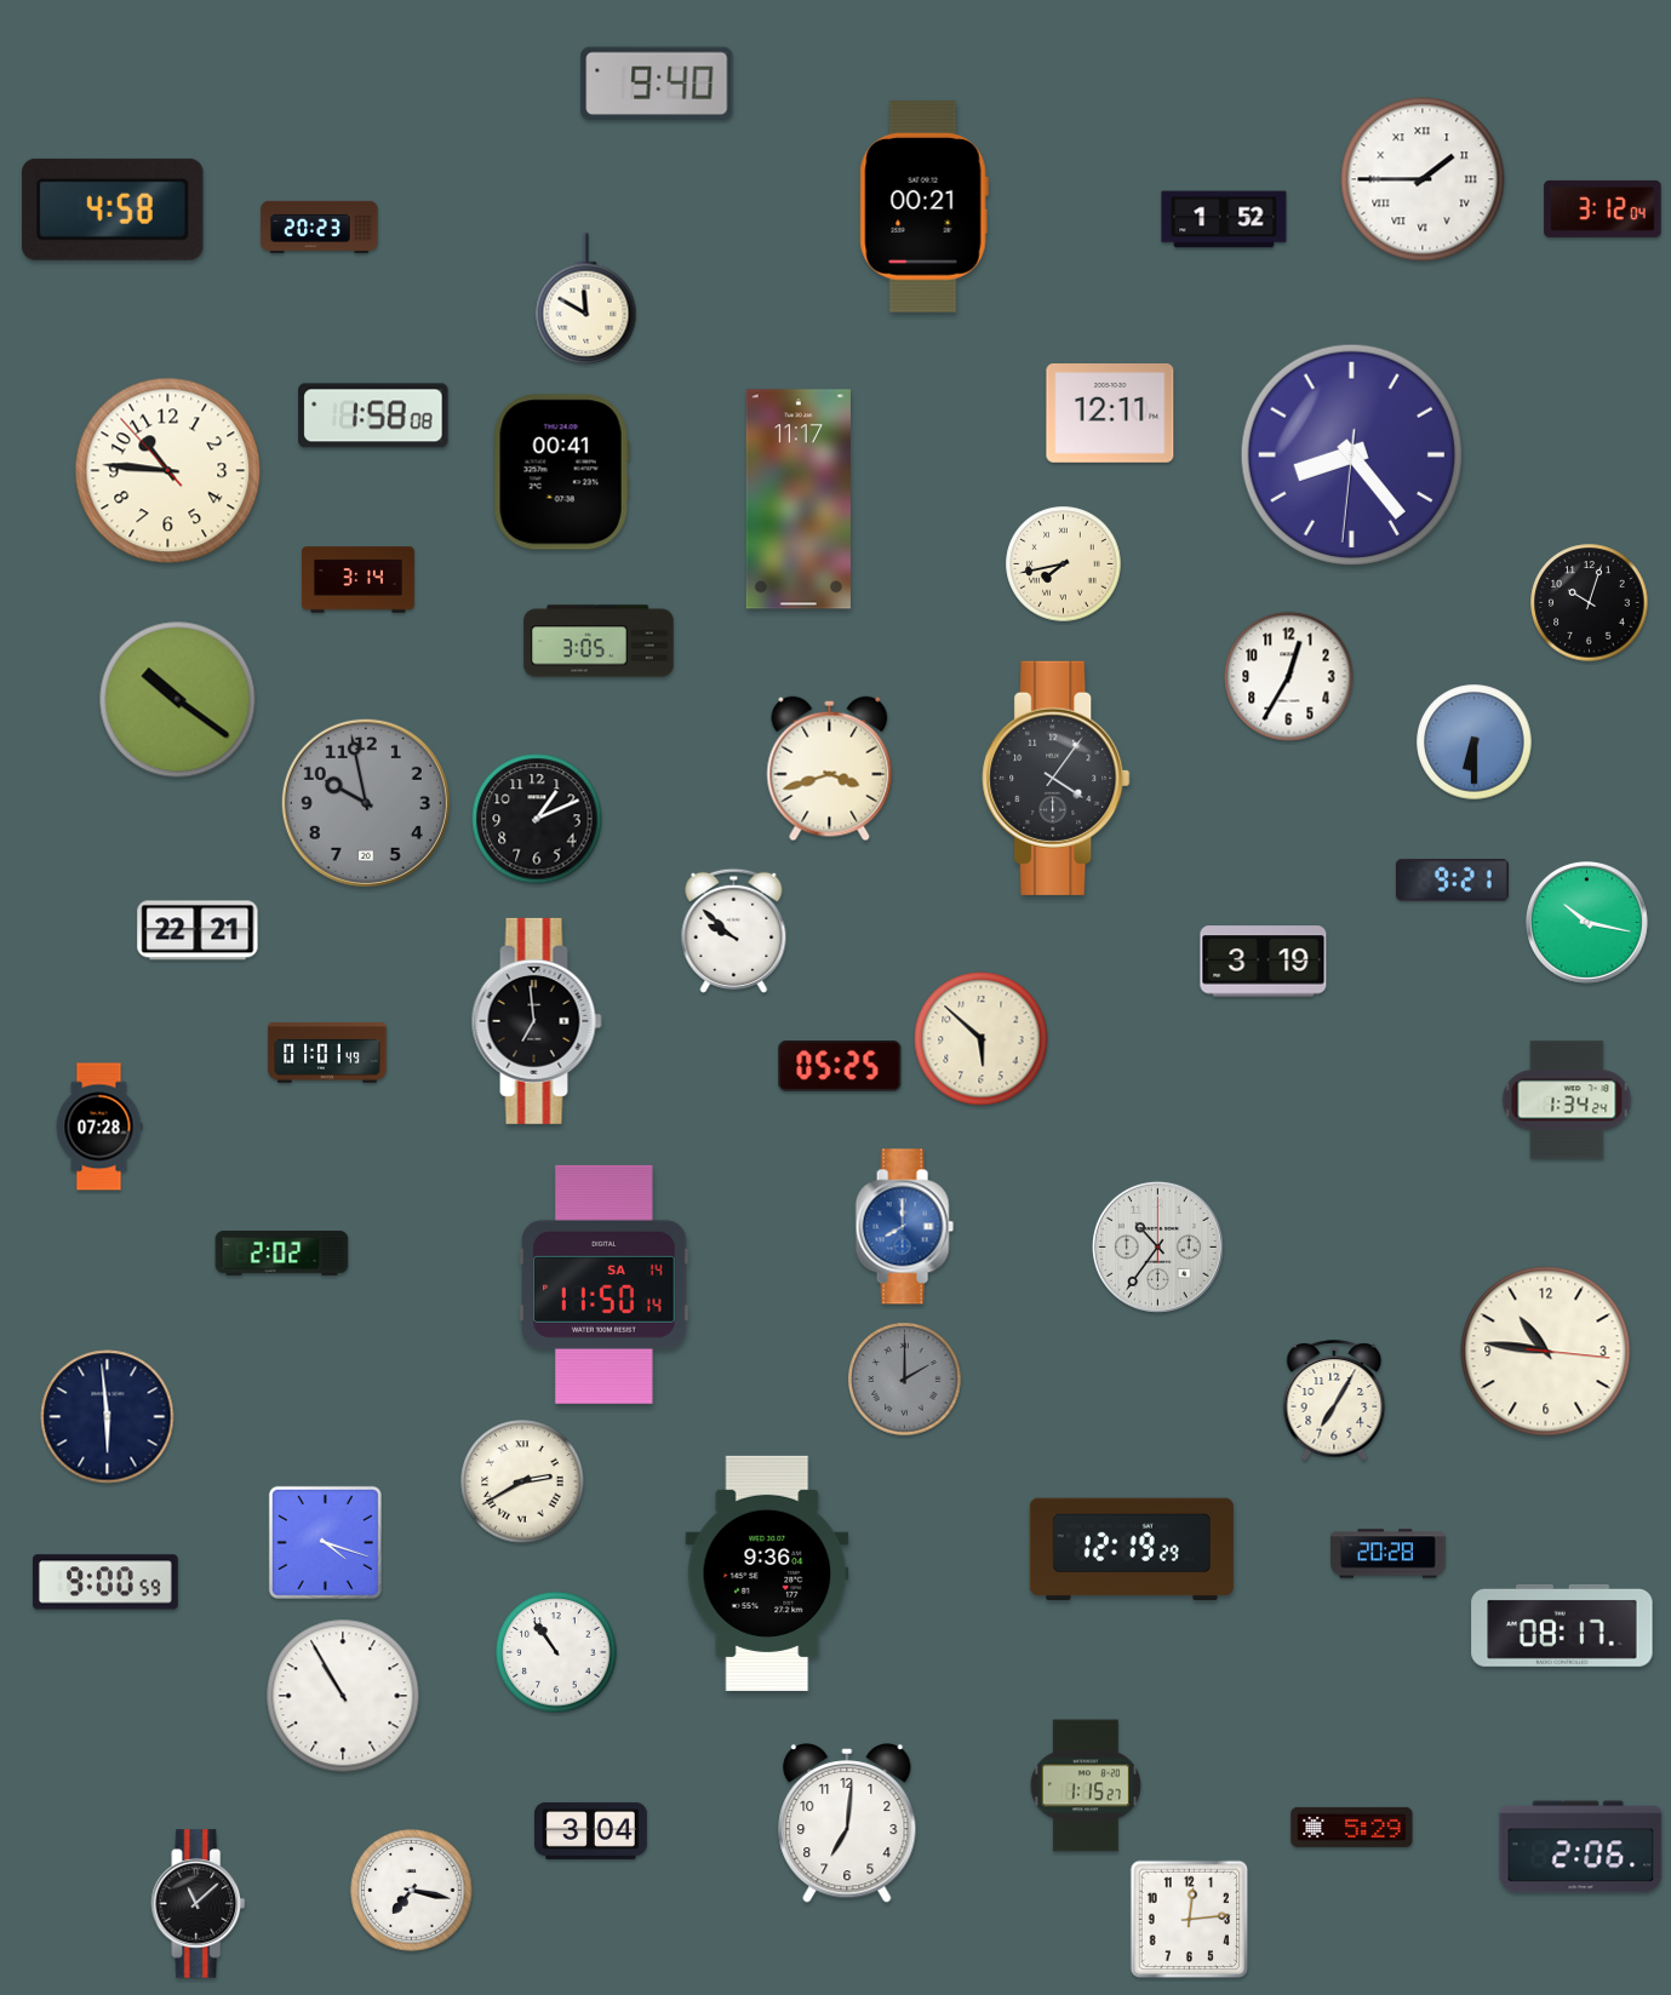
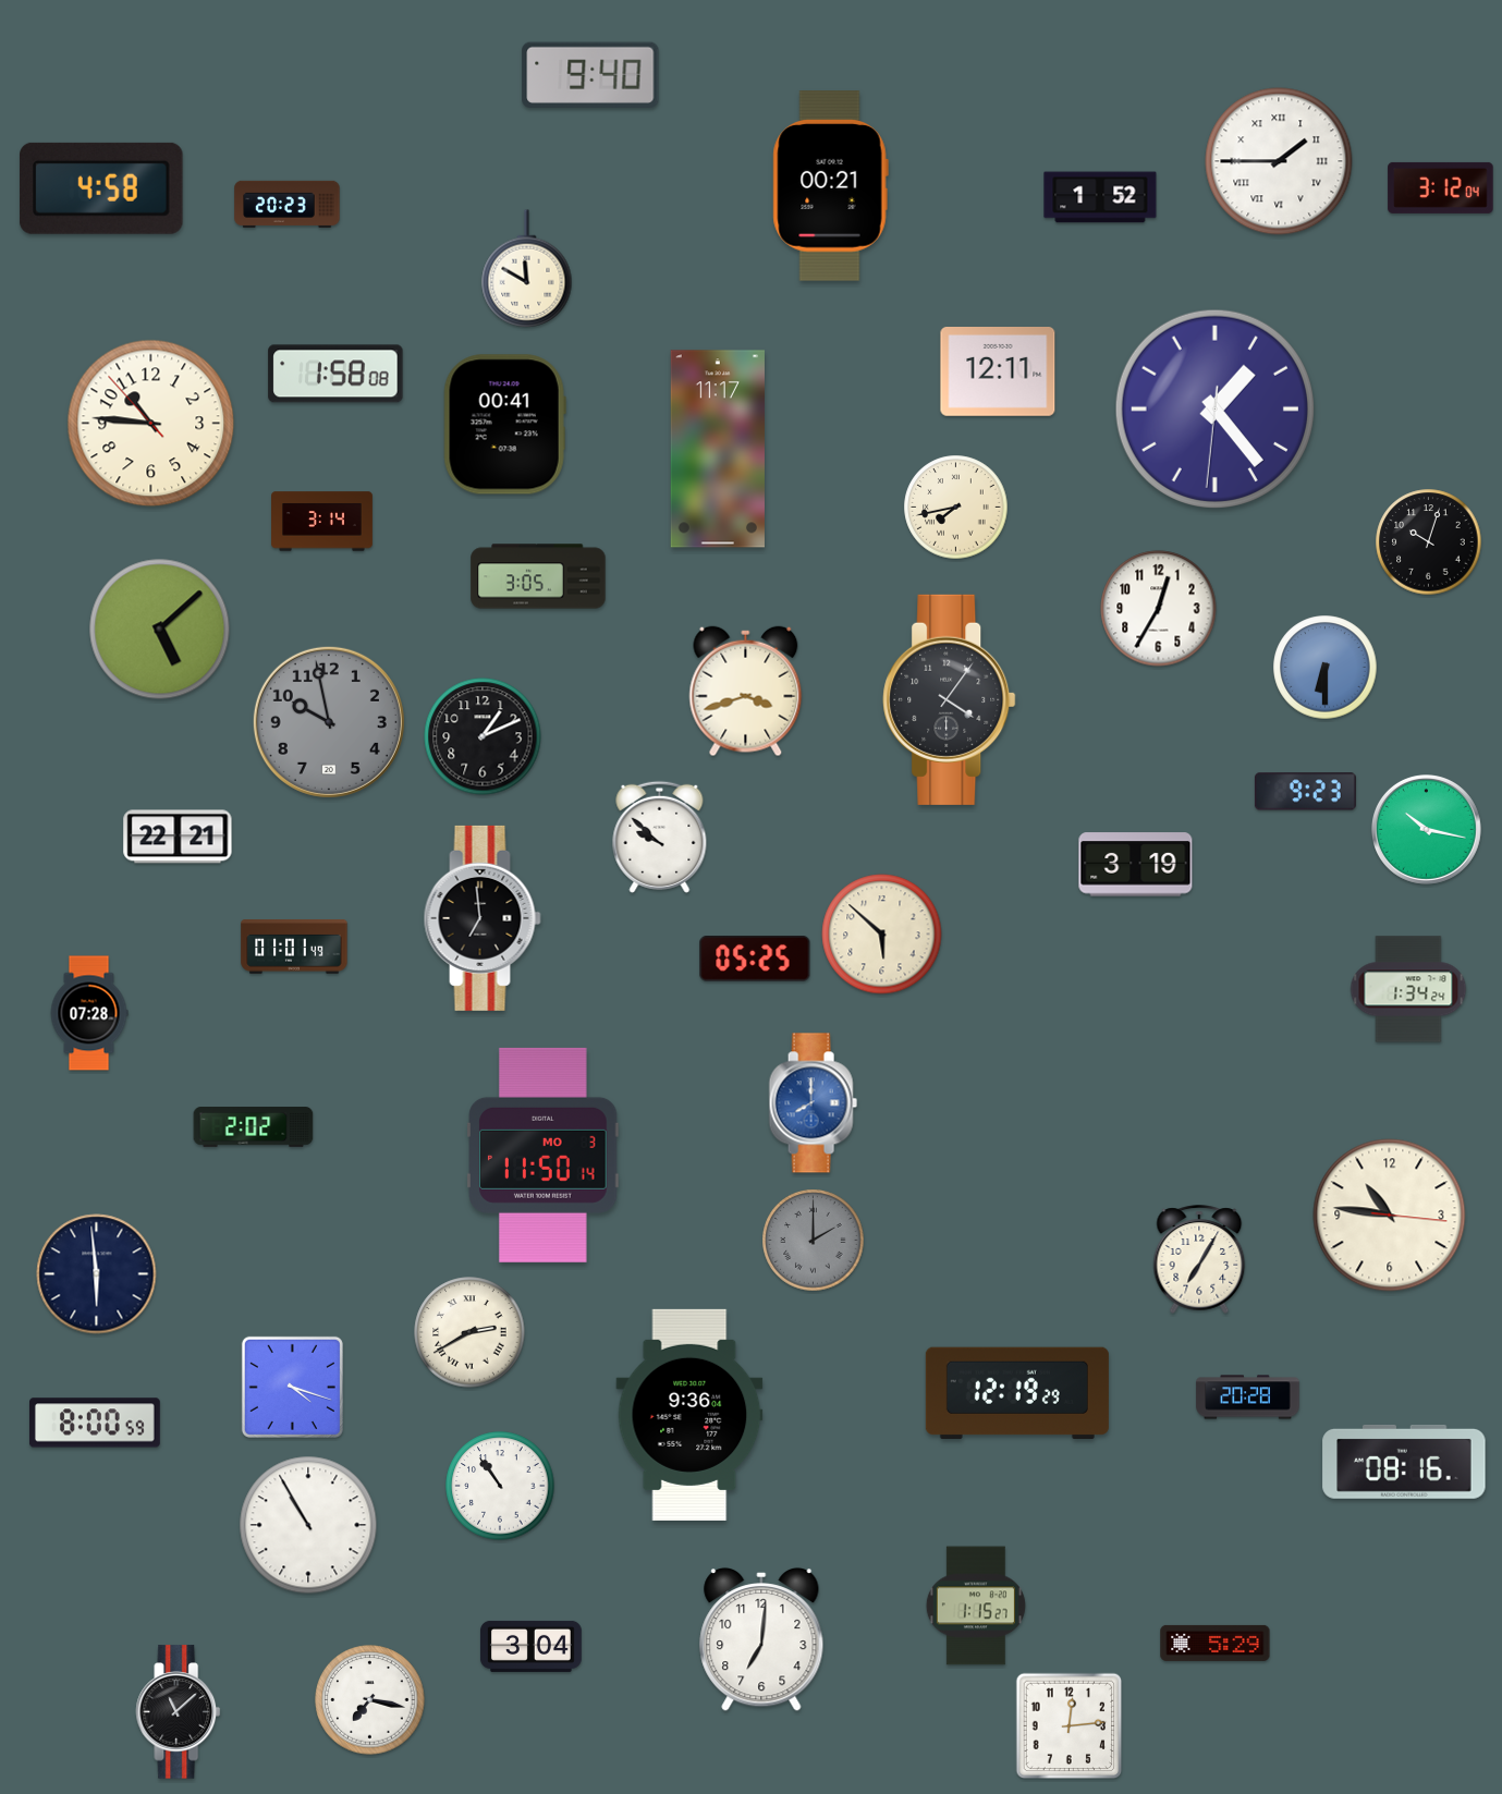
clock at (1351, 454): 8:23 -> 1:23
clock at (178, 700): 10:21 -> 5:08
clock at (1452, 881): 9:21 -> 9:23
clock at (1157, 1246): 10:36 -> none
clock at (605, 1284) date: SA 14 -> MO 3
clock at (107, 1582): 9:00 -> 8:00
clock at (1562, 1626): 08:17 -> 08:16
clock at (1581, 1847): 2:06 -> none
